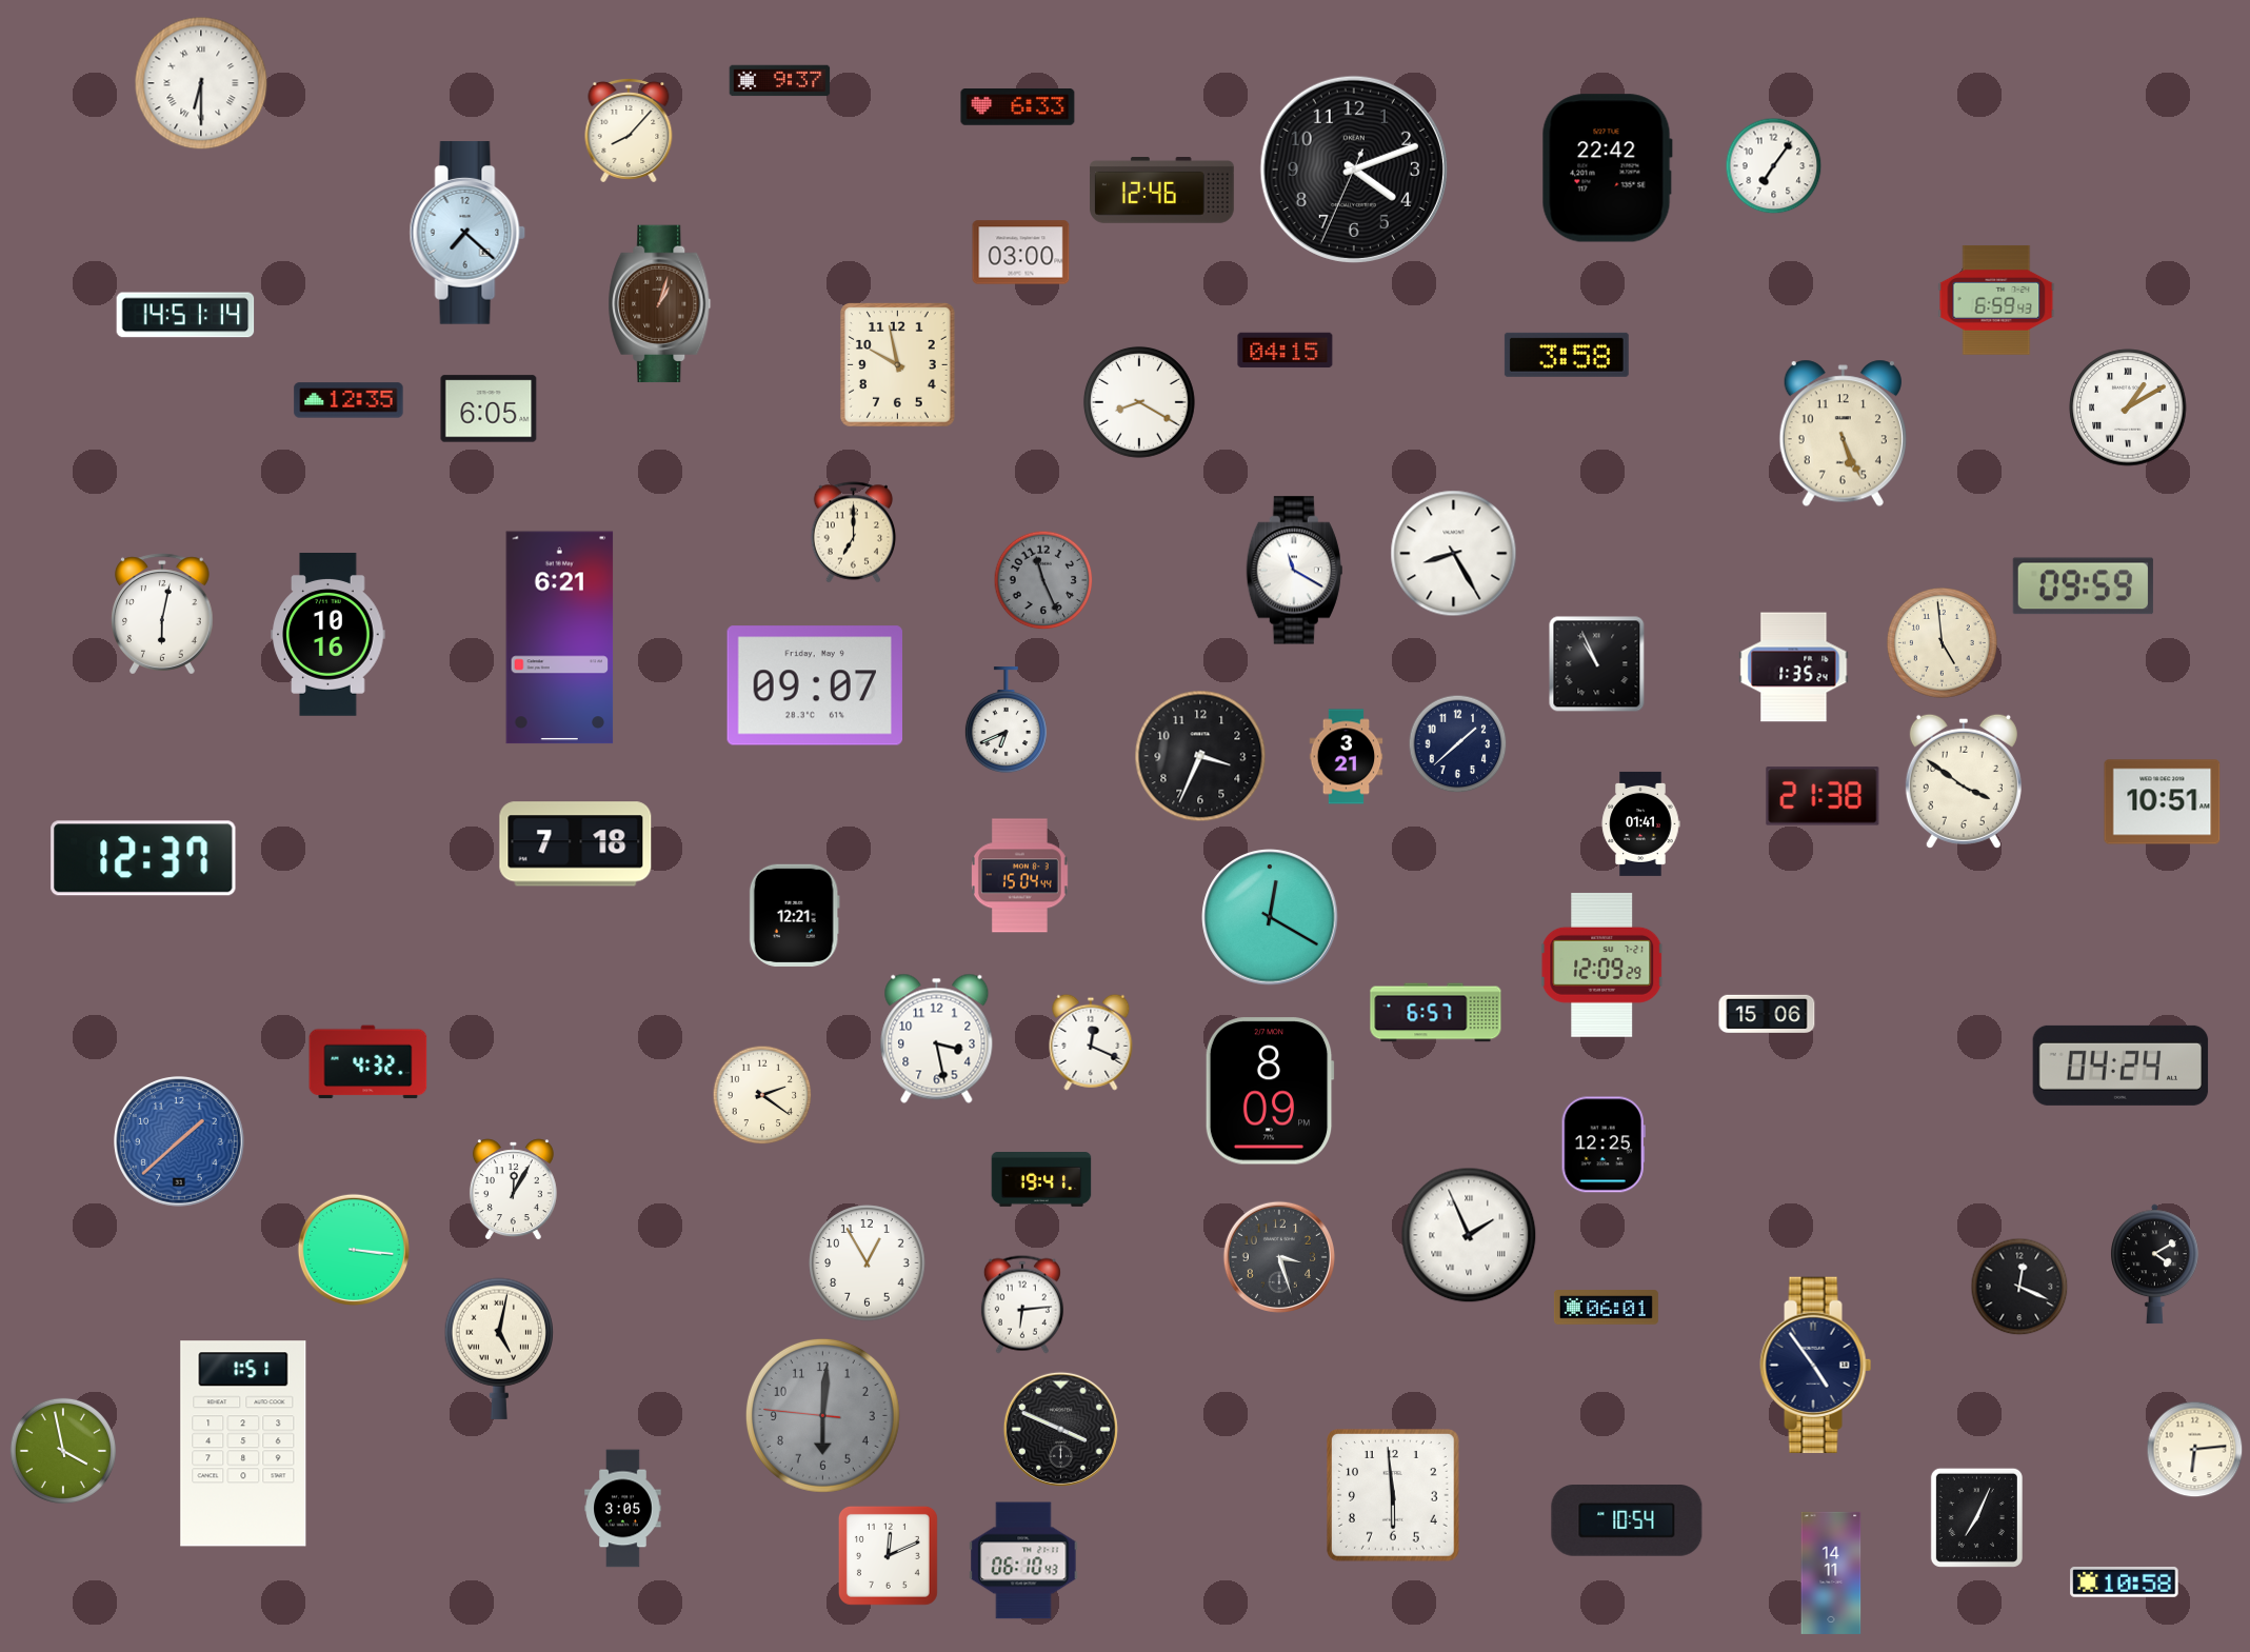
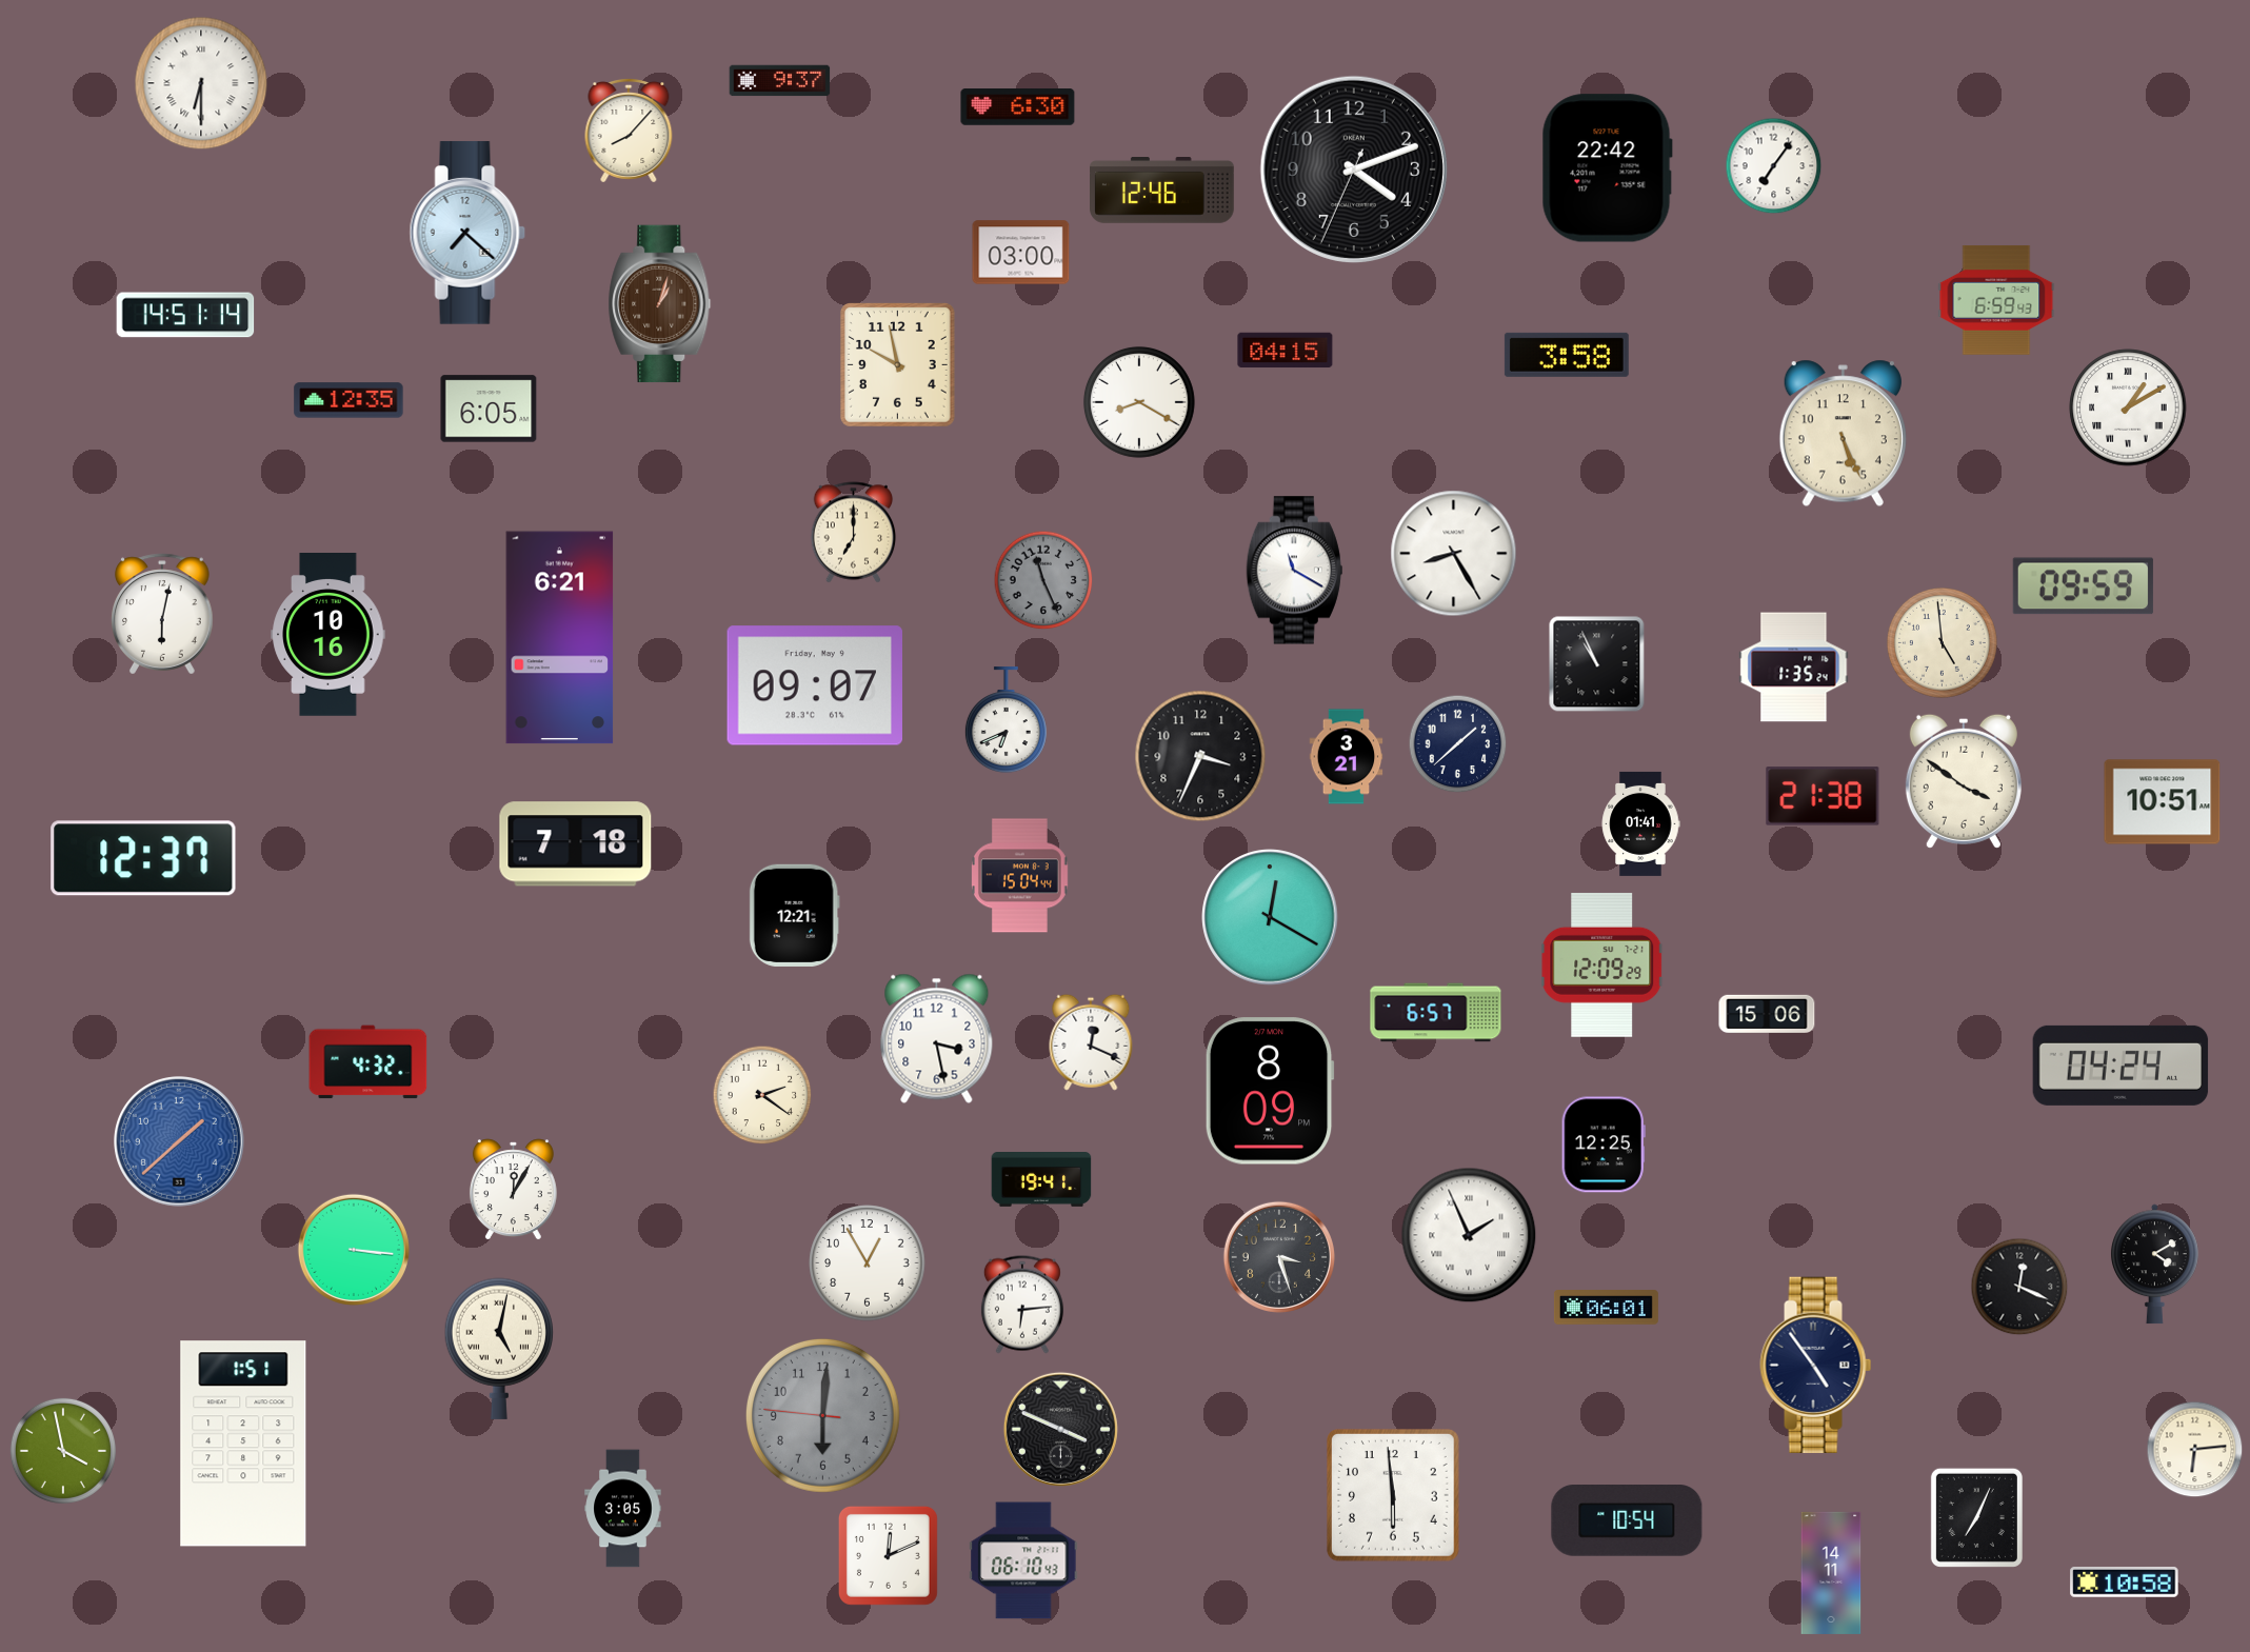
clock at (1018, 107): 6:33 -> 6:30
